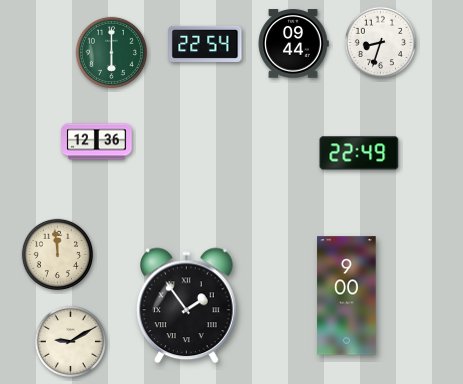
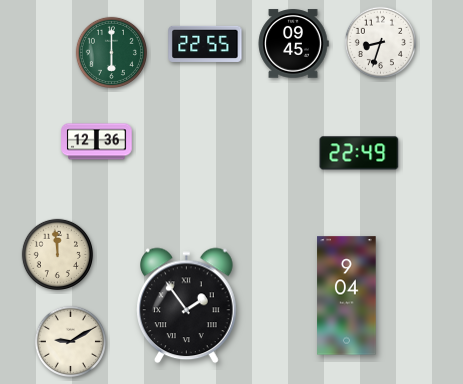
clock at (205, 44): 22:54 -> 22:55
clock at (293, 44): 09:44 -> 09:45
clock at (347, 296): 9:00 -> 9:04
